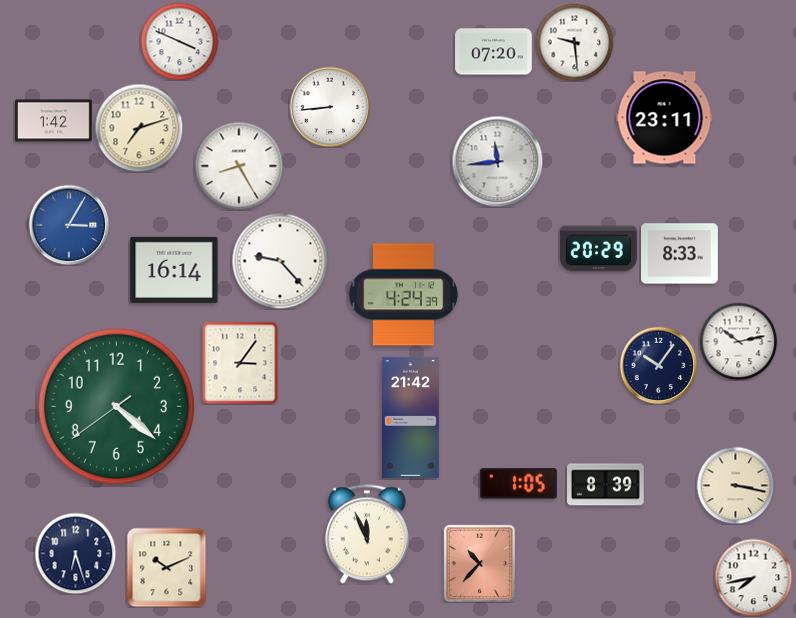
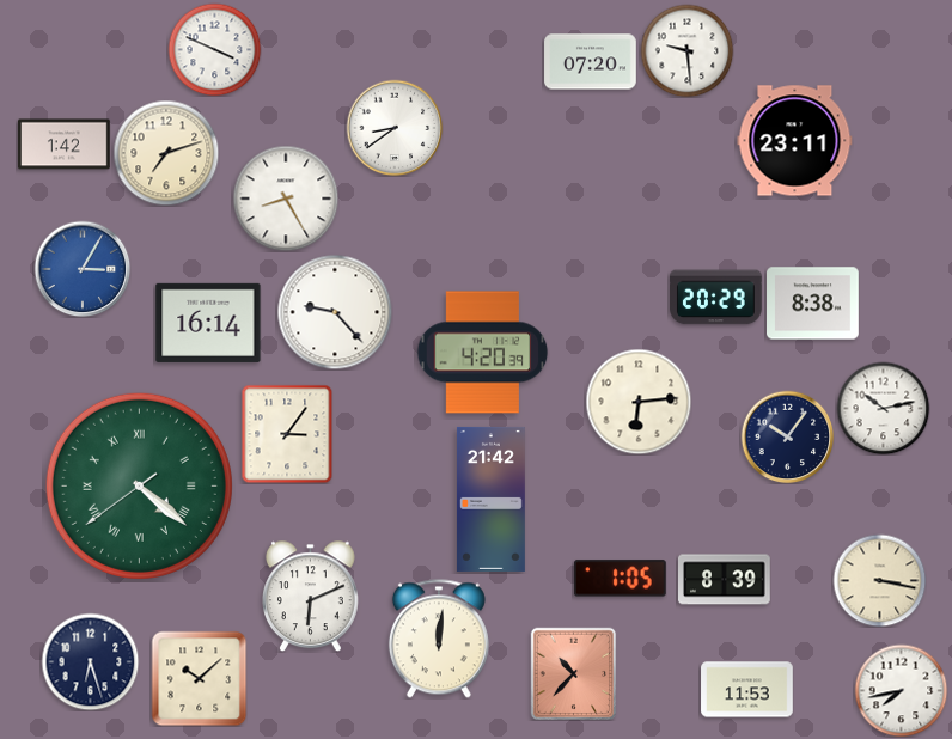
clock at (330, 107): 8:44 -> 8:39
clock at (497, 161): 11:44 -> none
clock at (680, 254): 8:33 -> 8:38
clock at (403, 295): 4:24 -> 4:20
clock at (639, 402): none -> 6:14
clock at (116, 406) numerals: Arabic -> Roman
clock at (311, 596): none -> 6:11
clock at (367, 534): 11:56 -> 12:01
clock at (166, 567): 10:11 -> 10:08
clock at (747, 690): none -> 11:53
